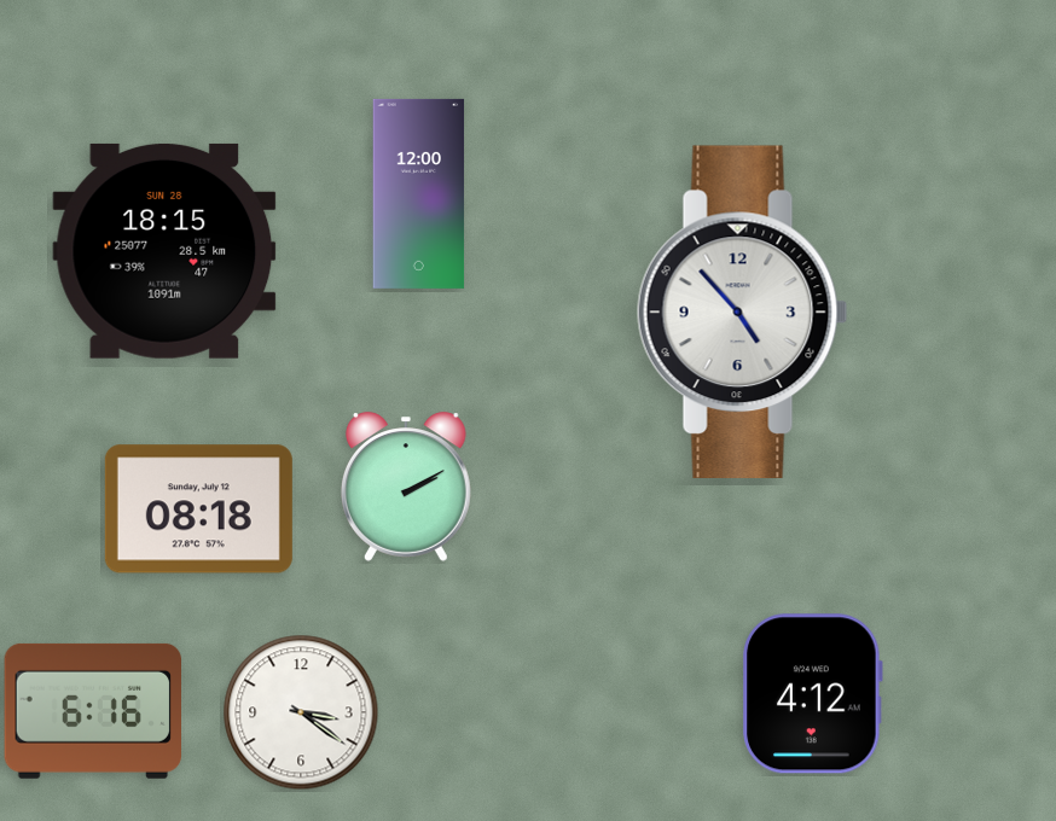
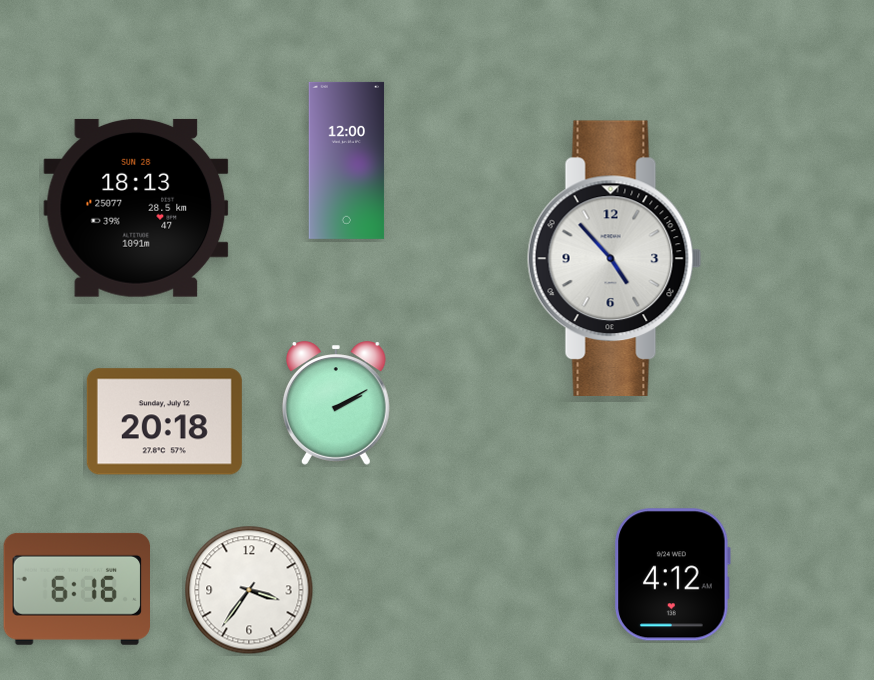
clock at (164, 251): 18:15 -> 18:13
clock at (198, 510): 08:18 -> 20:18
clock at (301, 712): 3:21 -> 3:36
